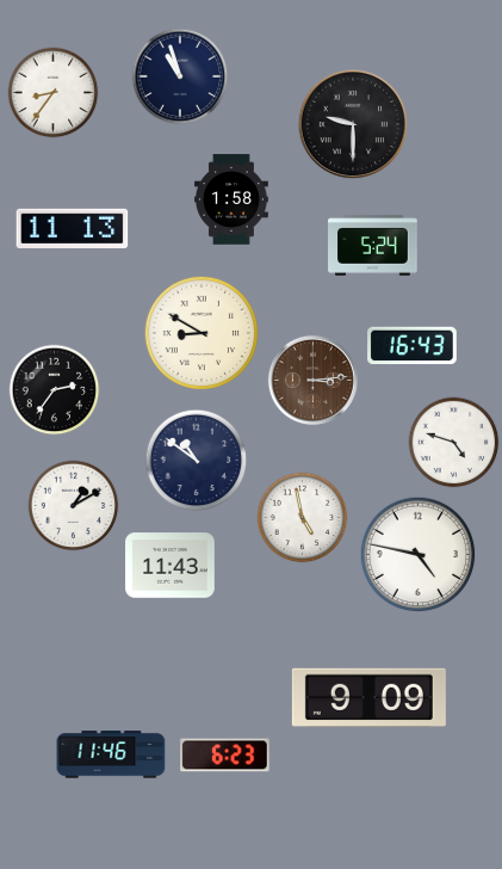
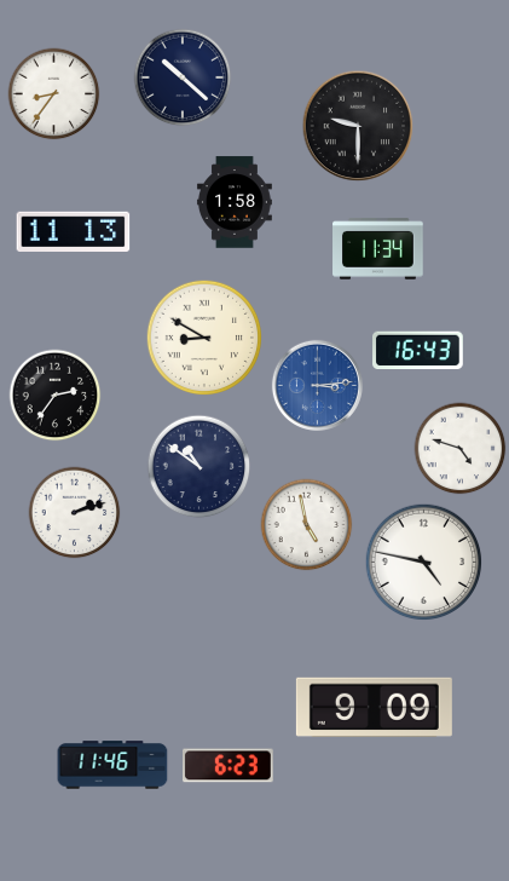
clock at (180, 76): 10:57 -> 10:22
clock at (373, 246): 5:24 -> 11:34
clock at (312, 380) dial: brown -> blue
clock at (74, 506): 1:10 -> 2:12
clock at (171, 566): 11:43 -> none
